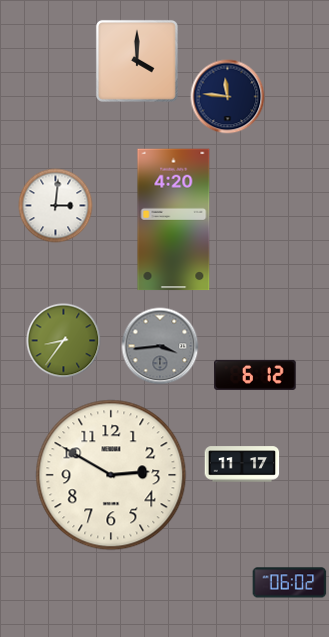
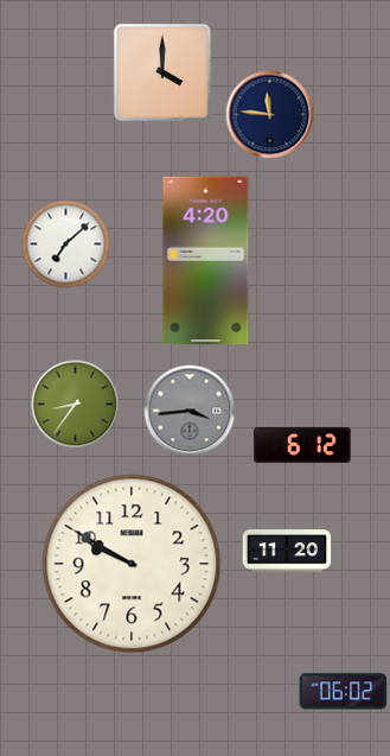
clock at (56, 206): 3:01 -> 7:08
clock at (242, 464): 11:17 -> 11:20
clock at (111, 475): 2:50 -> 9:50
